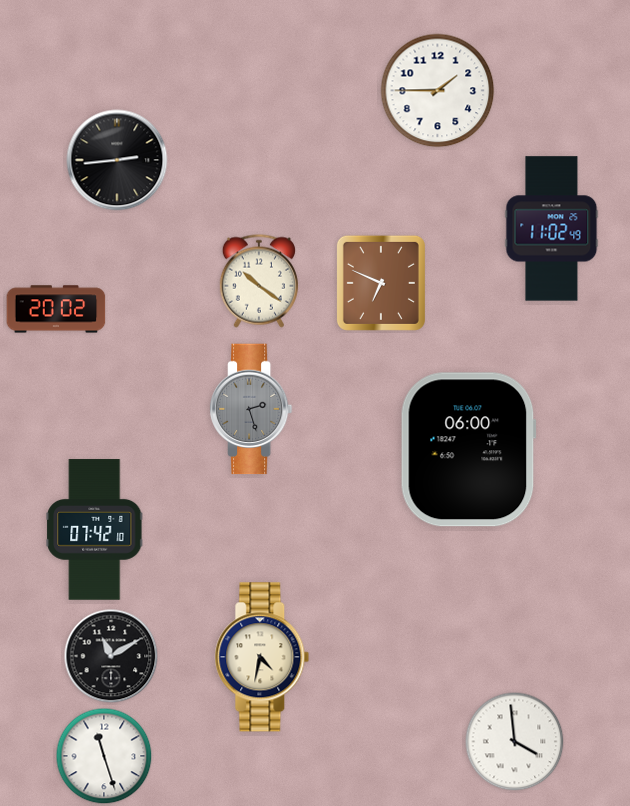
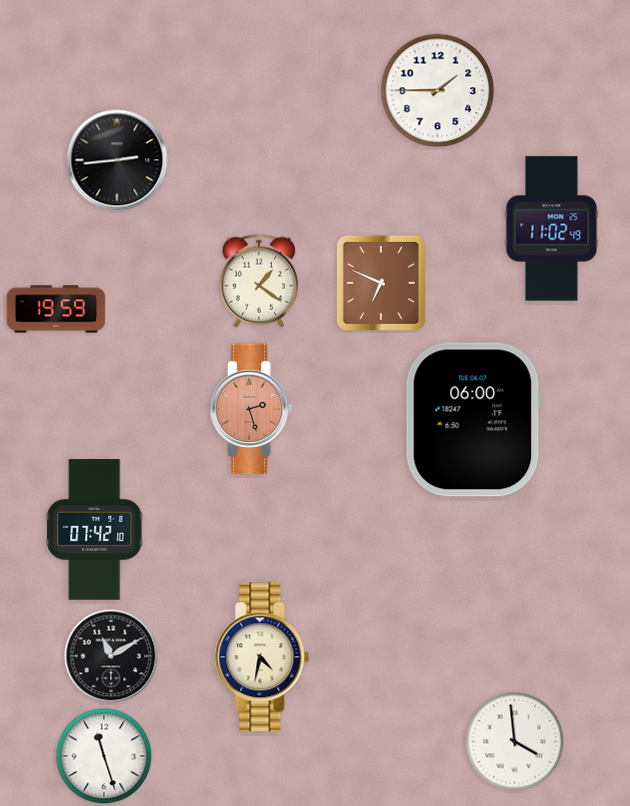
clock at (259, 281): 10:21 -> 1:21
clock at (56, 309): 20:02 -> 19:59
clock at (251, 409) dial: grey -> salmon
clock at (468, 450) position: (468, 450) -> (473, 420)
